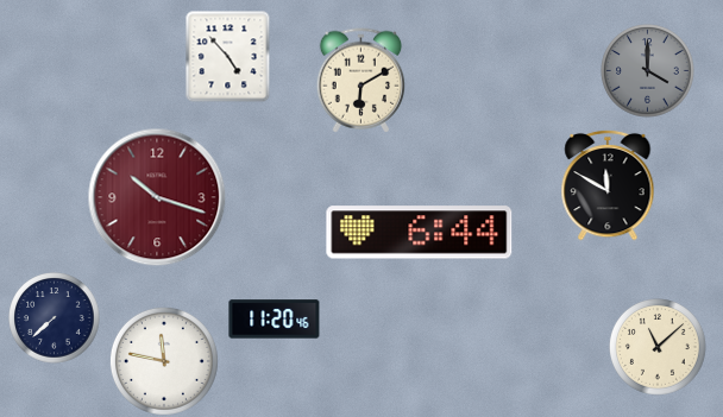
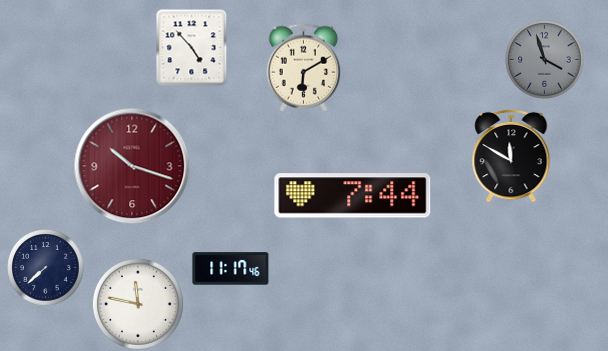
clock at (648, 71): 4:00 -> 3:57
clock at (420, 233): 6:44 -> 7:44
clock at (275, 320): 11:20 -> 11:17
clock at (659, 348): 11:08 -> none
